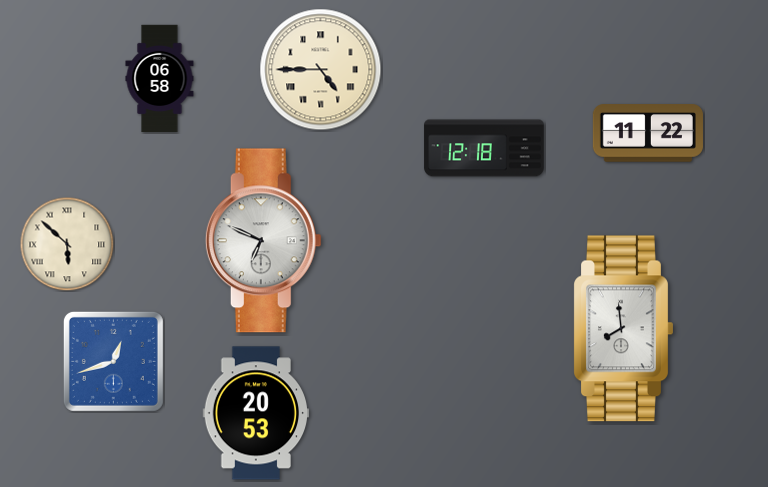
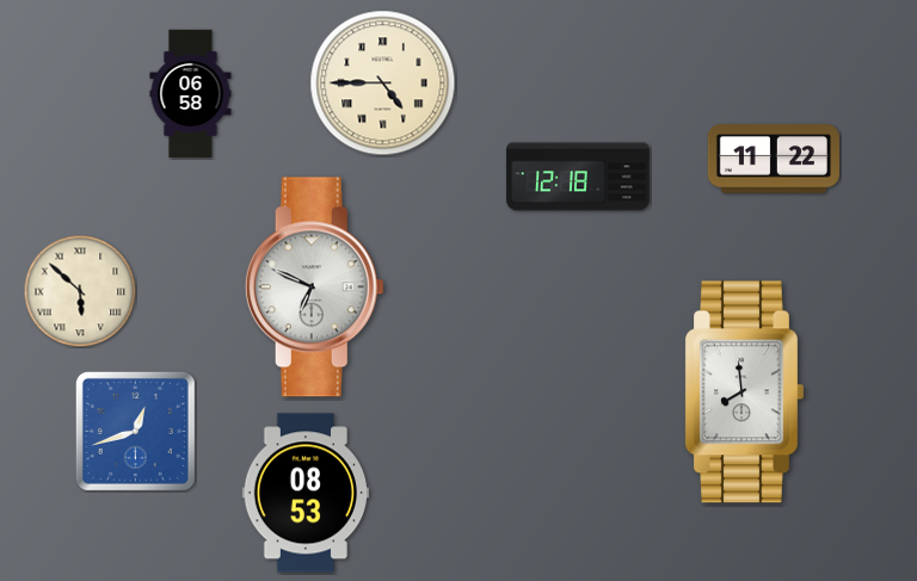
clock at (256, 413): 20:53 -> 08:53
